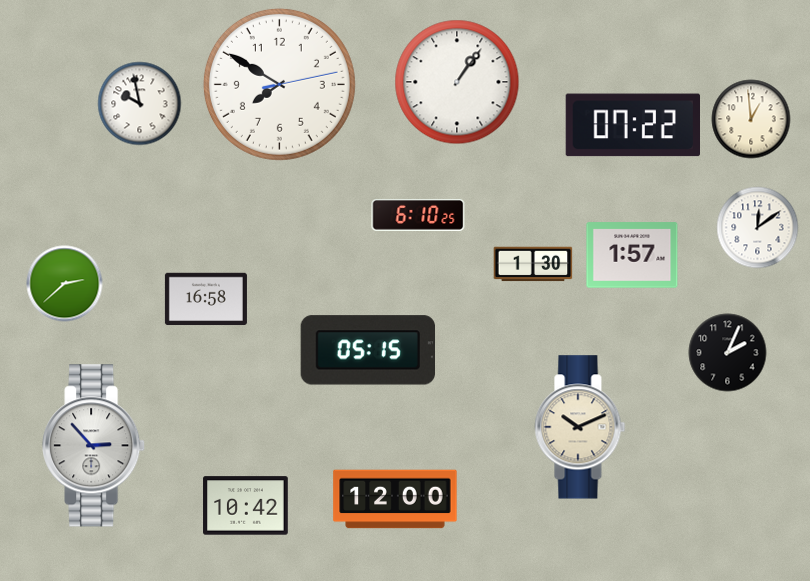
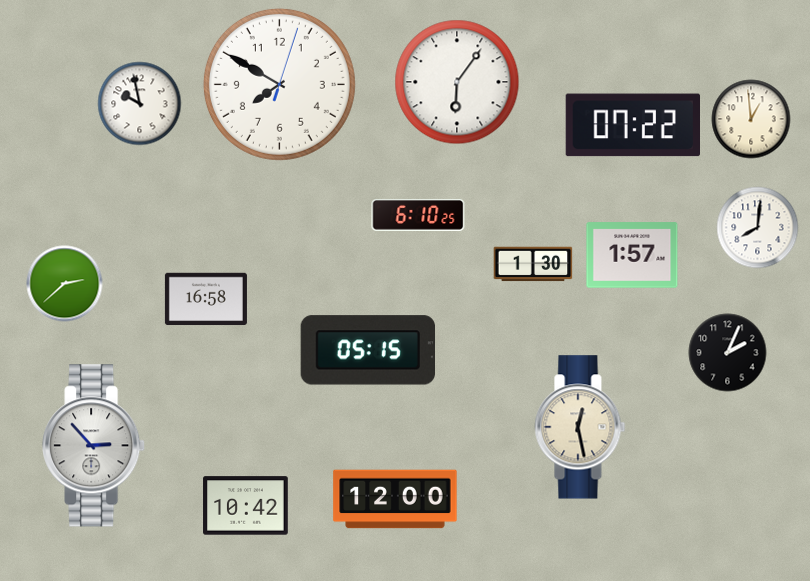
clock at (457, 82): 1:06 -> 6:06
clock at (279, 84): 7:50:13 -> 7:50:03
clock at (758, 228): 12:09 -> 8:01
clock at (580, 427): 10:11 -> 12:28
